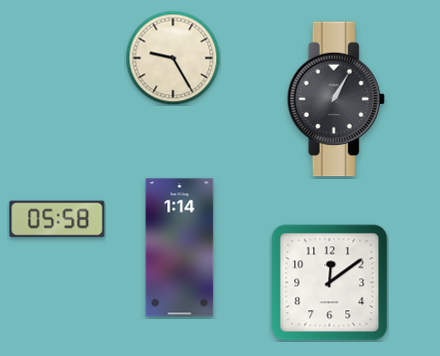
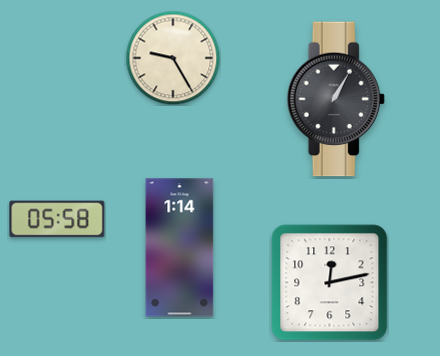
clock at (330, 283): 12:09 -> 12:13
